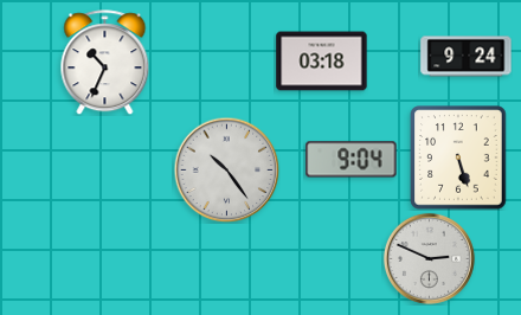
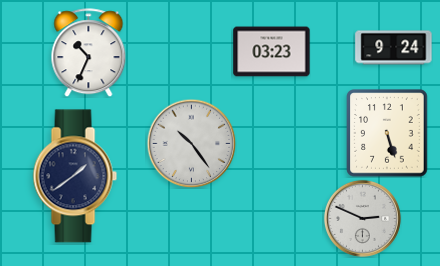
clock at (322, 62): 03:18 -> 03:23
clock at (352, 160): 9:04 -> none
clock at (75, 176): none -> 1:39
